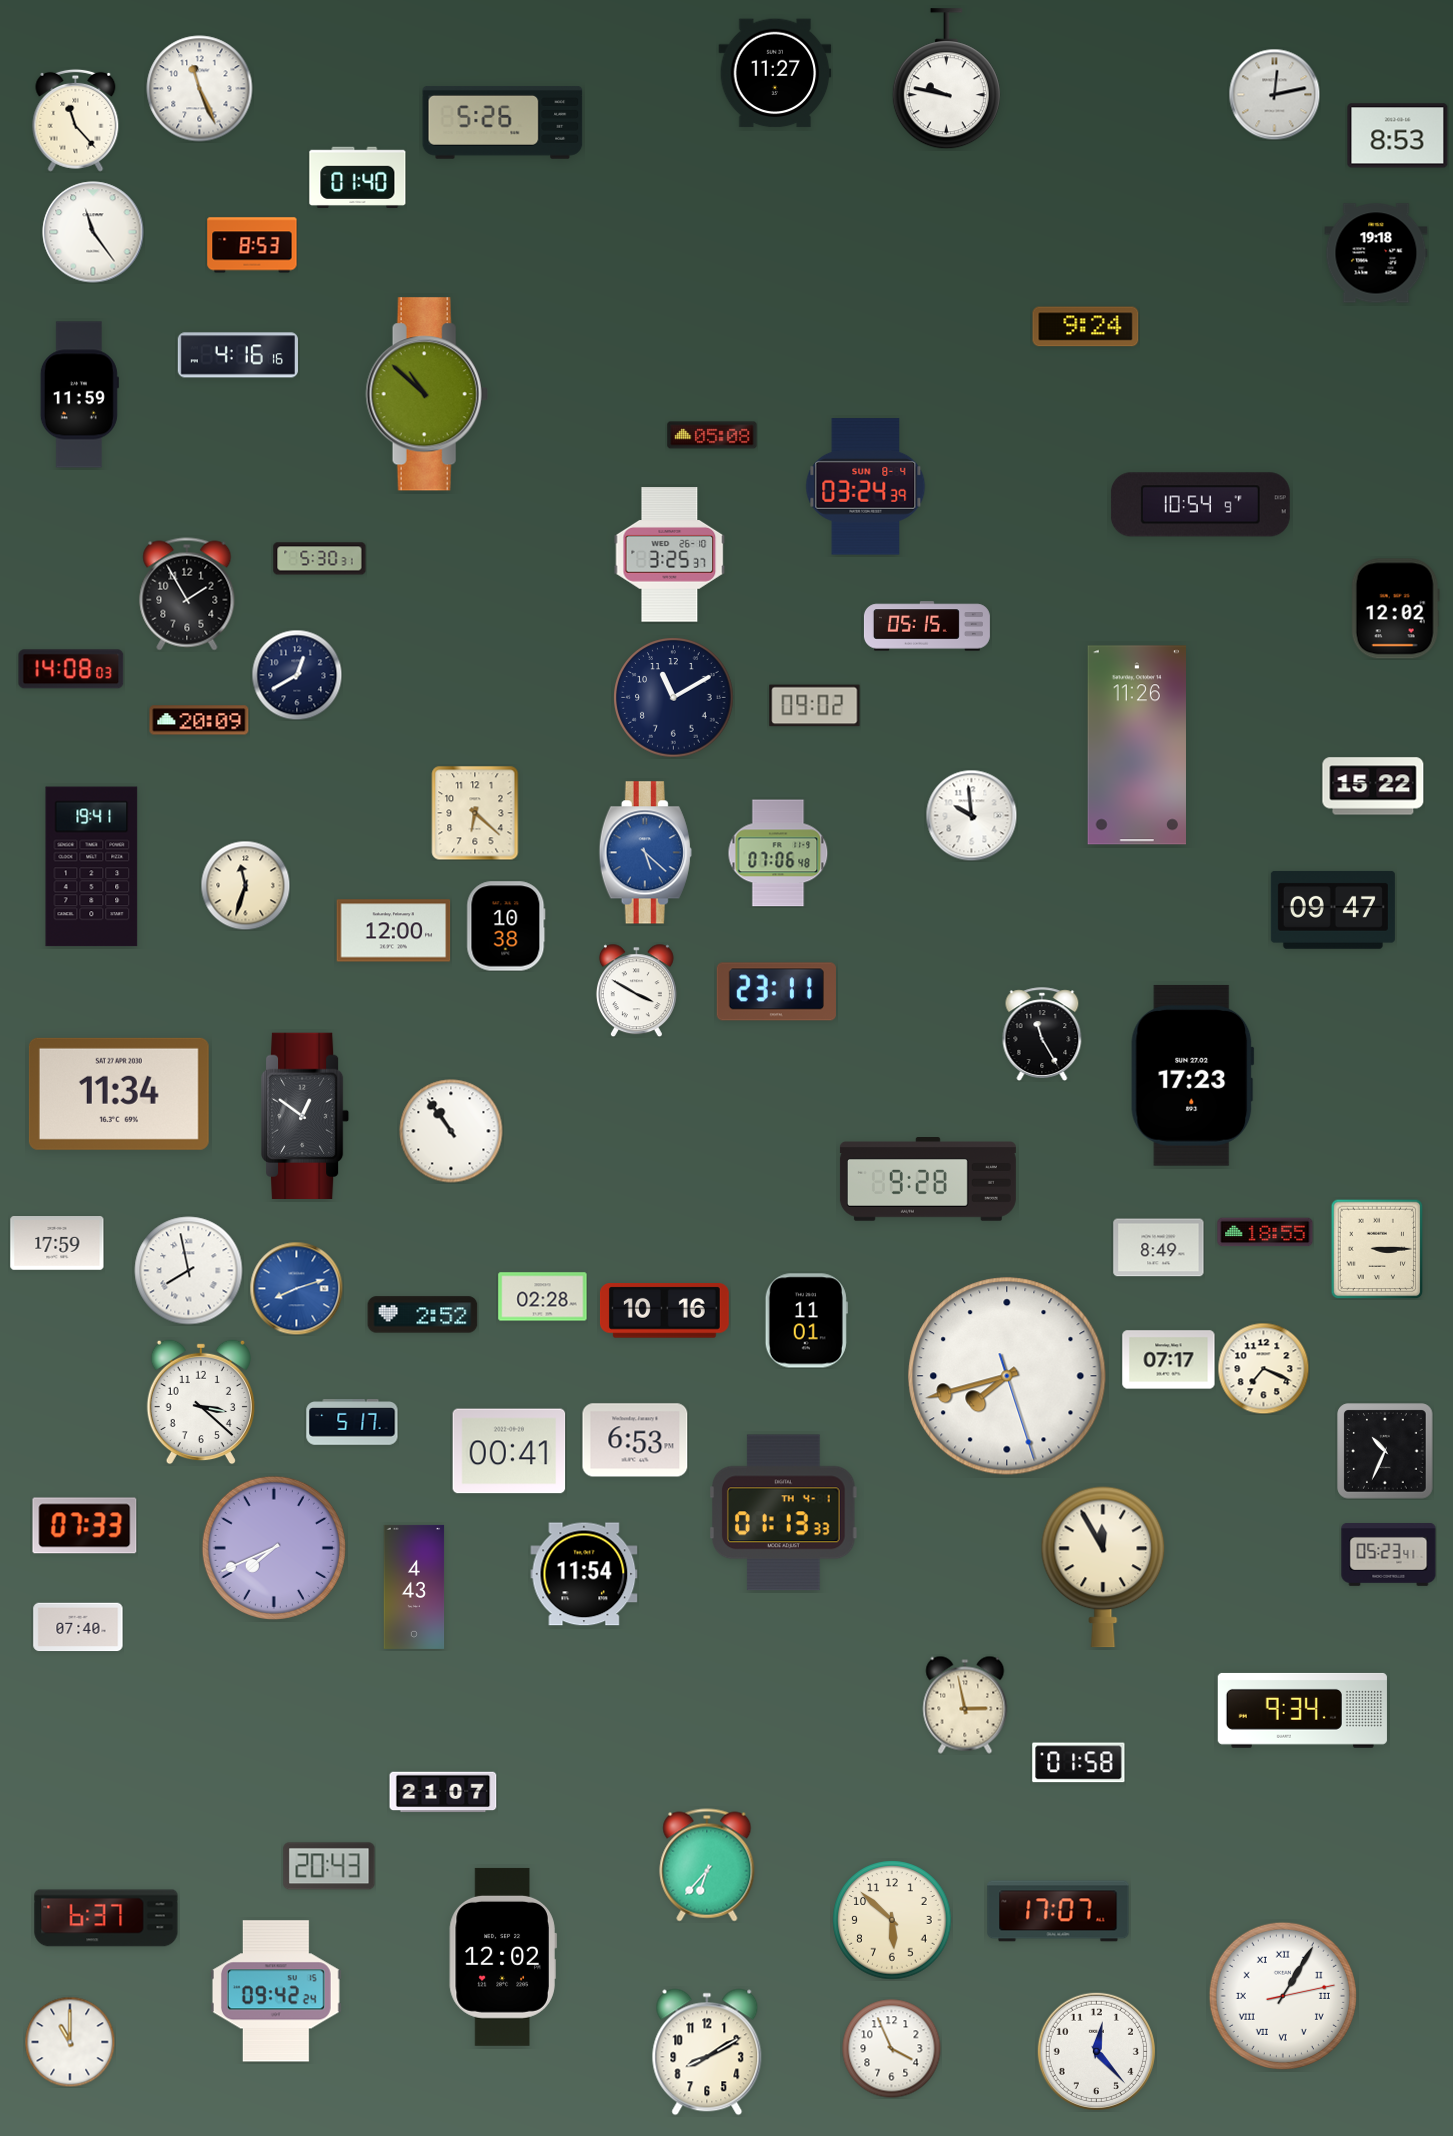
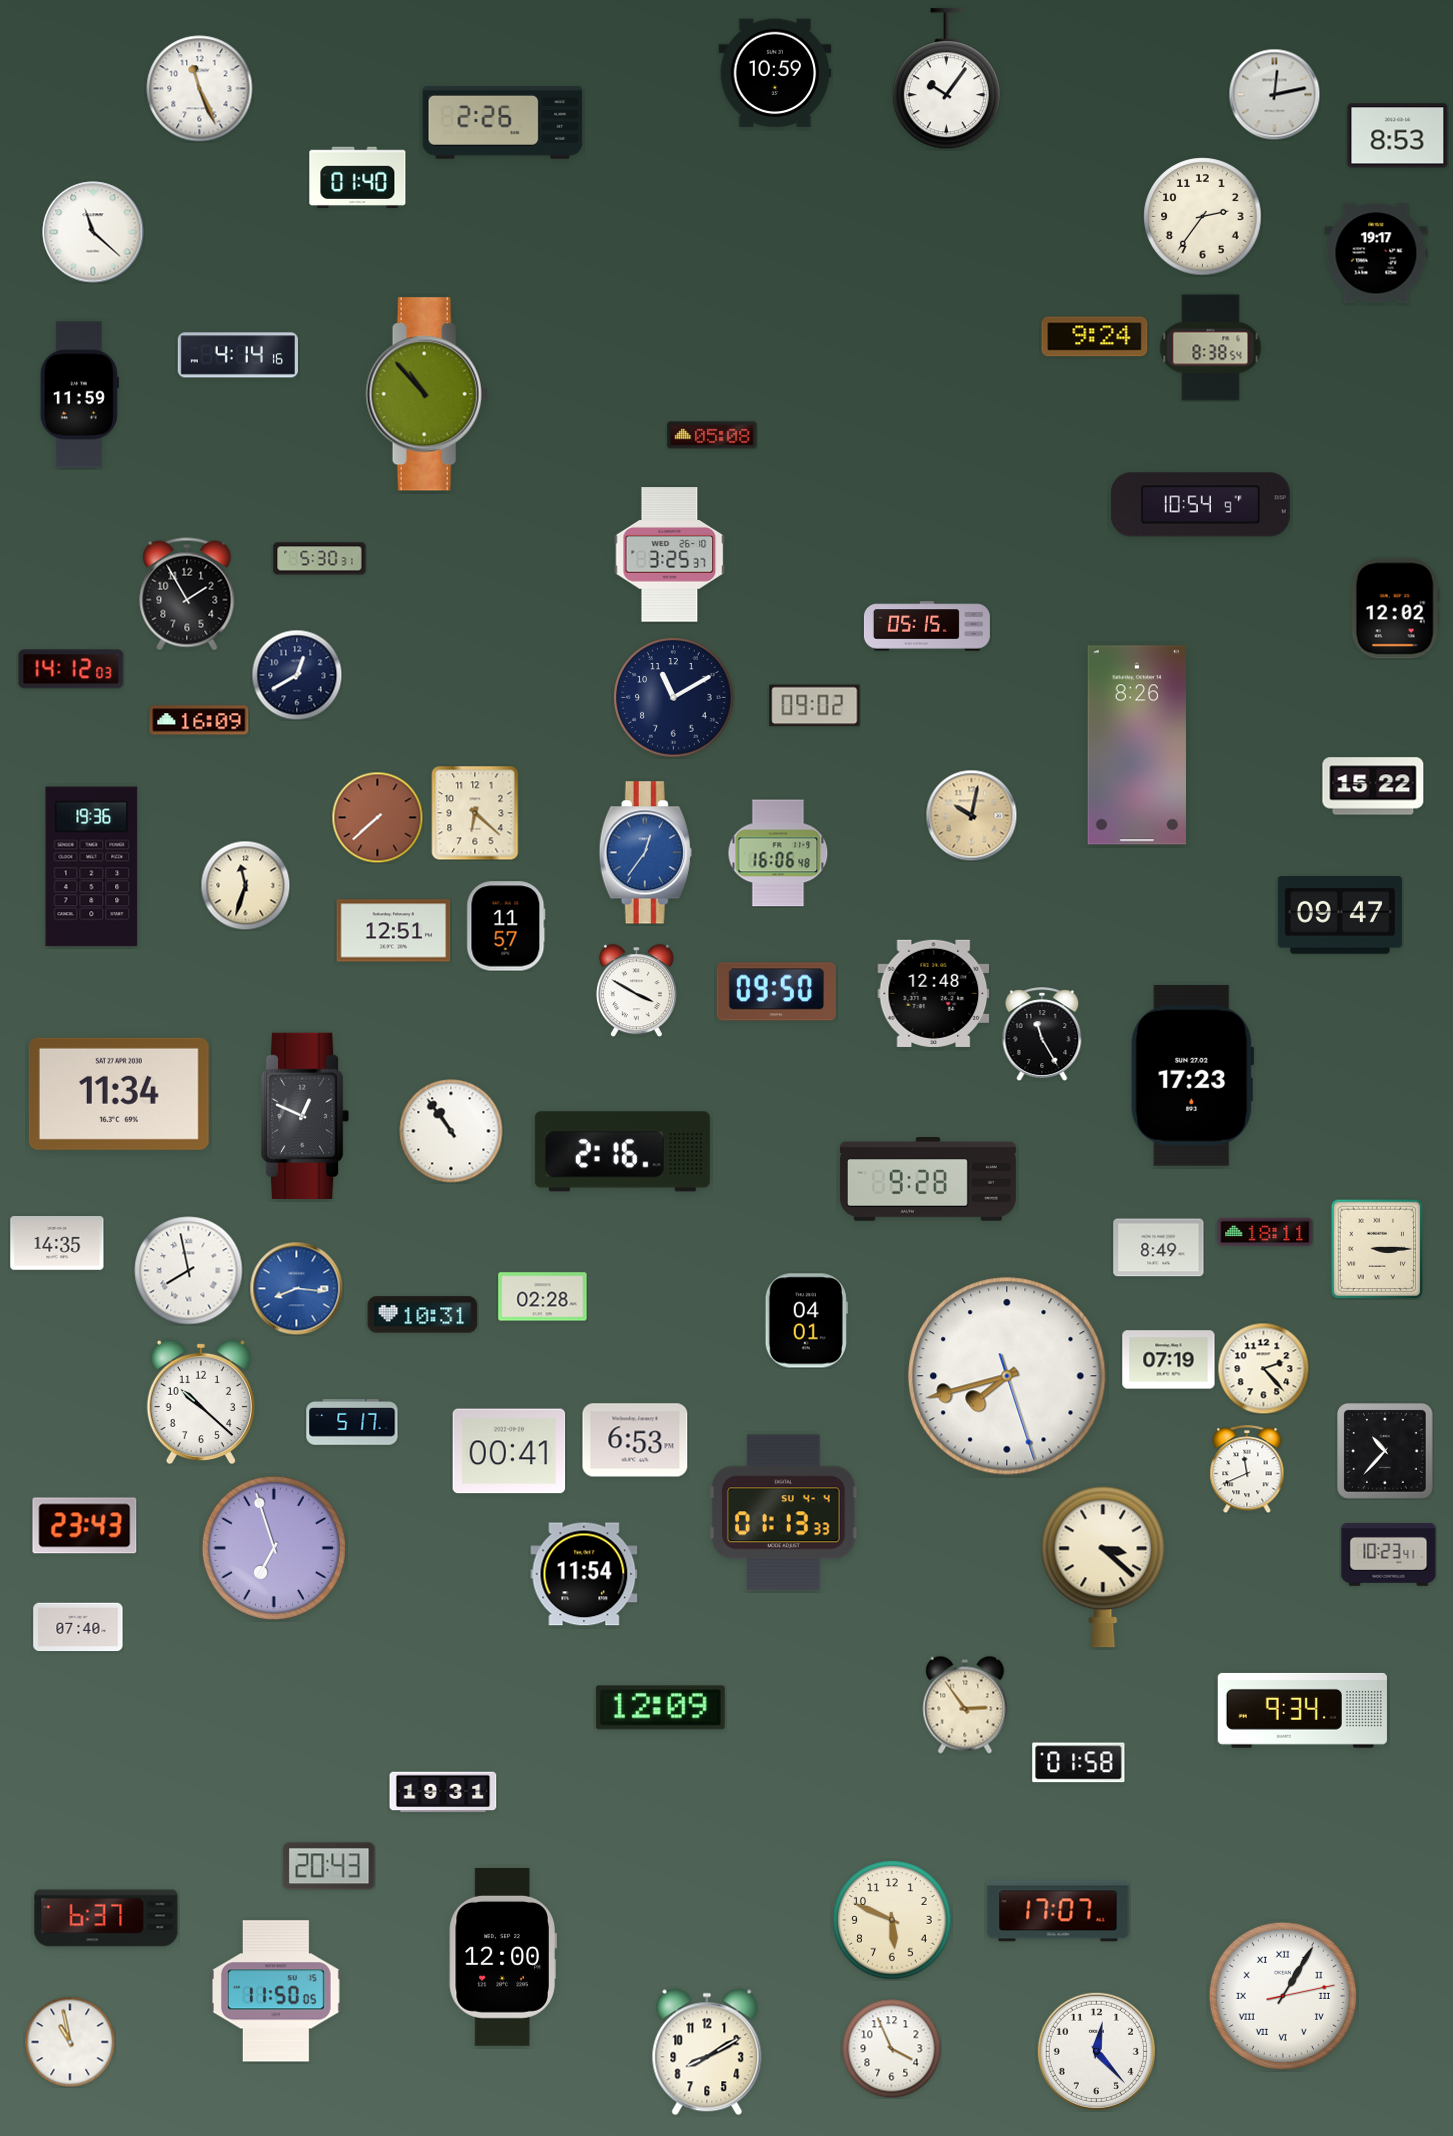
clock at (775, 73): 11:27 -> 10:59
clock at (946, 79): 9:47 -> 10:06
clock at (76, 120): 11:23 -> none
clock at (503, 123): 5:26 -> 2:26
clock at (1203, 217): none -> 2:36
clock at (93, 232): 11:24 -> 11:22
clock at (252, 245): 8:53 -> none
clock at (1376, 253): 19:18 -> 19:17
clock at (1086, 327) position: (1086, 327) -> (1095, 337)
clock at (1211, 348): none -> 8:38
clock at (238, 355): 4:16 -> 4:14
clock at (427, 394): 10:52 -> 10:53
clock at (866, 487): 03:24 -> none
clock at (71, 669): 14:08 -> 14:12
clock at (199, 720): 20:09 -> 16:09
clock at (1136, 745): 11:26 -> 8:26
clock at (971, 815): 9:59 -> 10:02
clock at (971, 815) dial: white -> champagne
clock at (377, 817): none -> 7:38
clock at (645, 853): 5:22 -> 12:36
clock at (778, 853): 07:06 -> 16:06
clock at (92, 867): 19:41 -> 19:36
clock at (1333, 910) position: (1333, 910) -> (1340, 915)
clock at (506, 926): 10:38 -> 11:57
clock at (394, 931): 12:00 -> 12:51
clock at (776, 992): 23:11 -> 09:50
clock at (934, 993): none -> 12:48
clock at (306, 1115): 12:51 -> 12:49
clock at (622, 1152): none -> 2:16
clock at (1265, 1232): 18:55 -> 18:11
clock at (57, 1244): 17:59 -> 14:35
clock at (296, 1288): 8:12 -> 8:16
clock at (664, 1311): 10:16 -> none
clock at (423, 1315): 2:52 -> 10:31
clock at (806, 1321): 11:01 -> 04:01
clock at (1169, 1360): 07:17 -> 07:19
clock at (1263, 1368): 7:19 -> 2:23
clock at (201, 1402): 3:22 -> 10:22
clock at (1385, 1451): 10:34 -> 10:37
clock at (1247, 1469): none -> 11:41
clock at (784, 1513) date: TH 4-1 -> SU 4-4
clock at (85, 1526): 07:33 -> 23:43
clock at (274, 1548): 7:41 -> 6:57
clock at (1389, 1555): 05:23 -> 10:23
clock at (1103, 1567): 11:55 -> 3:22
clock at (414, 1587): 4:43 -> none
clock at (965, 1705): 2:58 -> 2:54
clock at (660, 1708): none -> 12:09
clock at (443, 1792): 21:07 -> 19:31
clock at (707, 1865): 6:37 -> none
clock at (892, 1920): 5:52 -> 5:49
clock at (503, 1957): 12:02 -> 12:00
clock at (276, 1991): 09:42 -> 11:50
clock at (70, 2042): 11:00 -> 10:58
